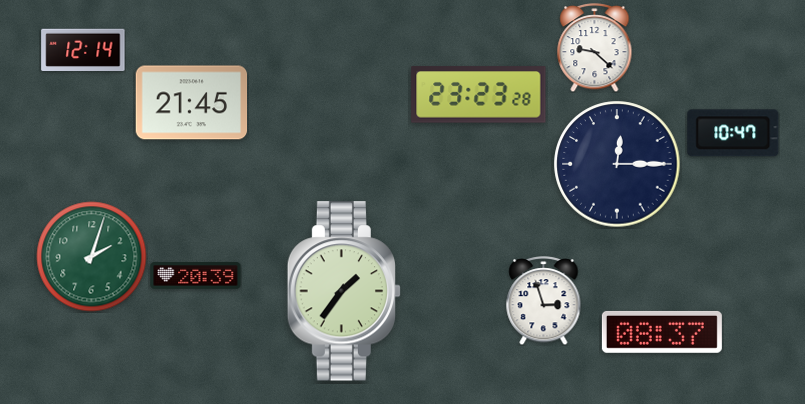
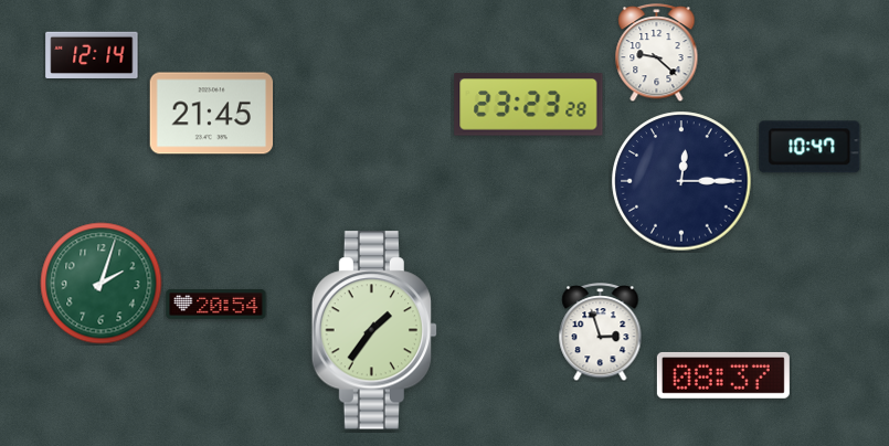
clock at (196, 276): 20:39 -> 20:54
clock at (344, 291) position: (344, 291) -> (374, 330)
clock at (662, 332) position: (662, 332) -> (723, 375)
